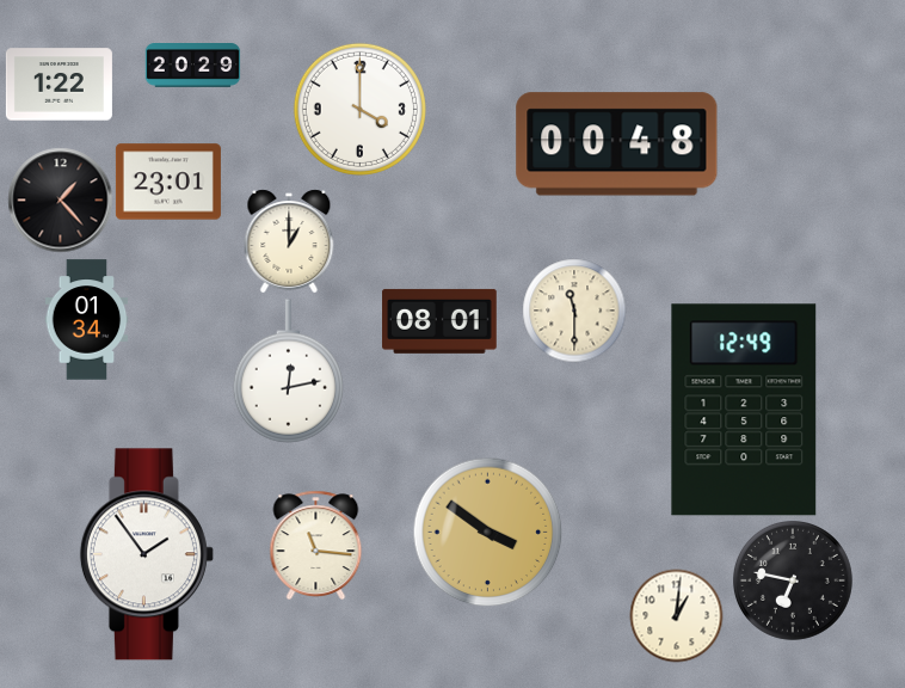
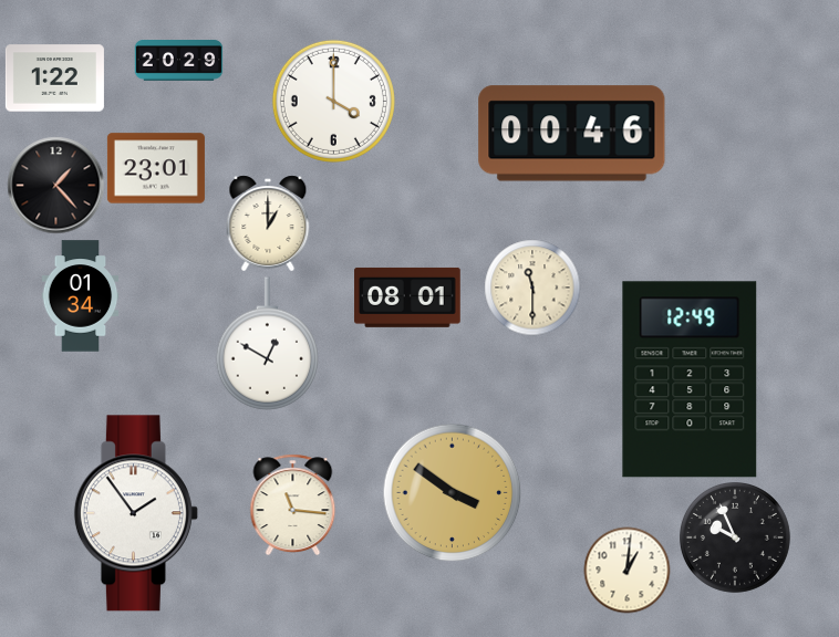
clock at (617, 145): 00:48 -> 00:46
clock at (289, 371): 12:13 -> 12:50
clock at (794, 582): 6:47 -> 9:56
